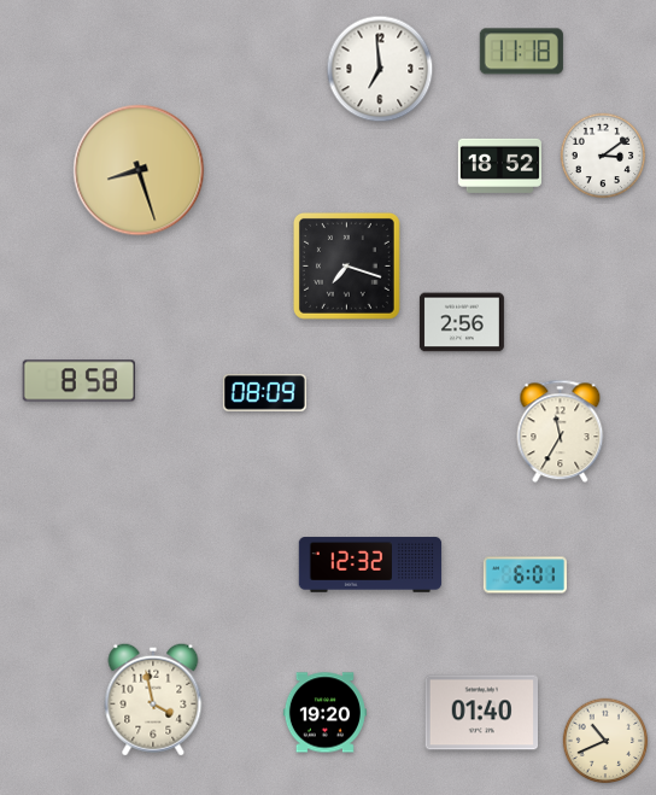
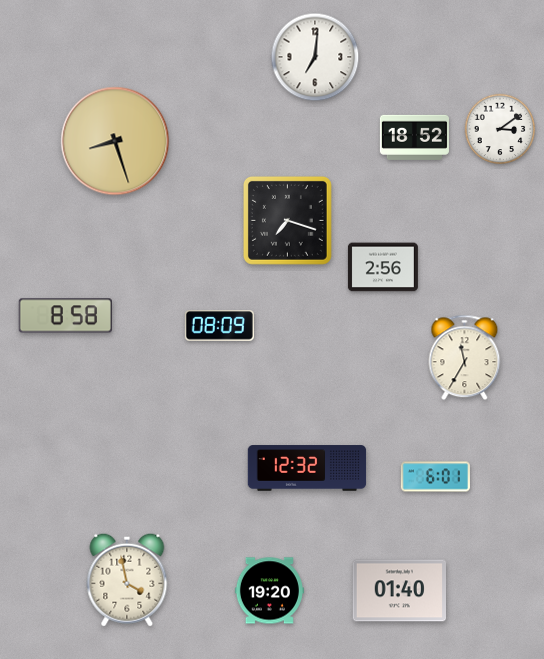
clock at (521, 52): 11:18 -> none
clock at (380, 69): 6:59 -> 7:01
clock at (605, 741): 10:41 -> none
